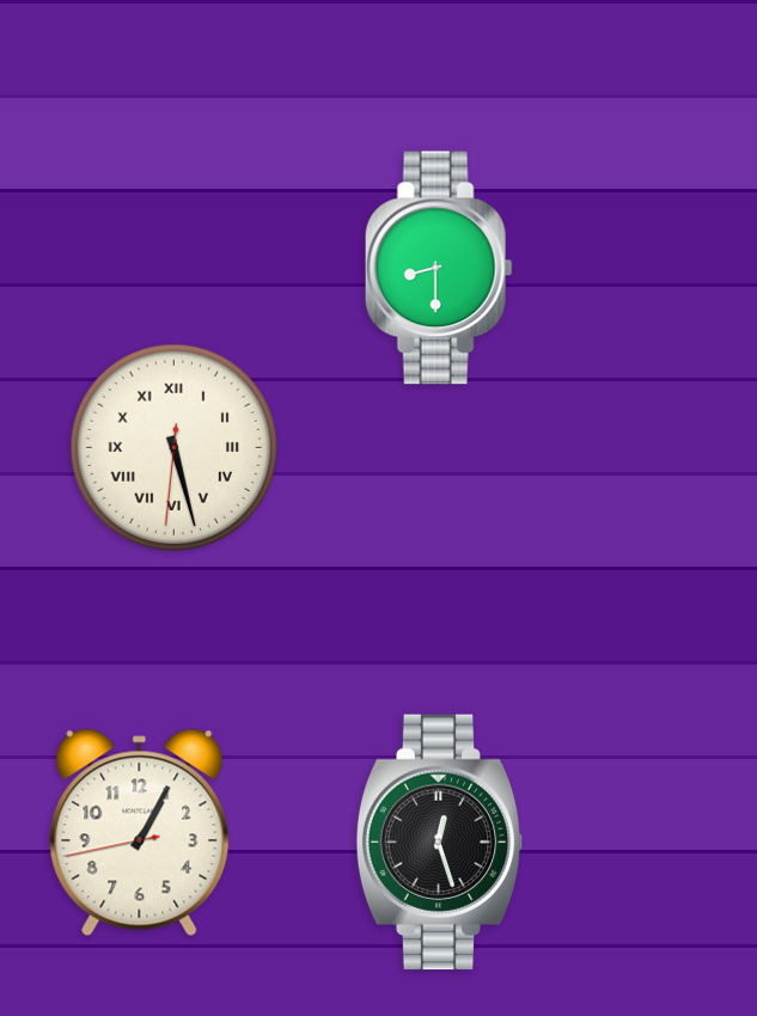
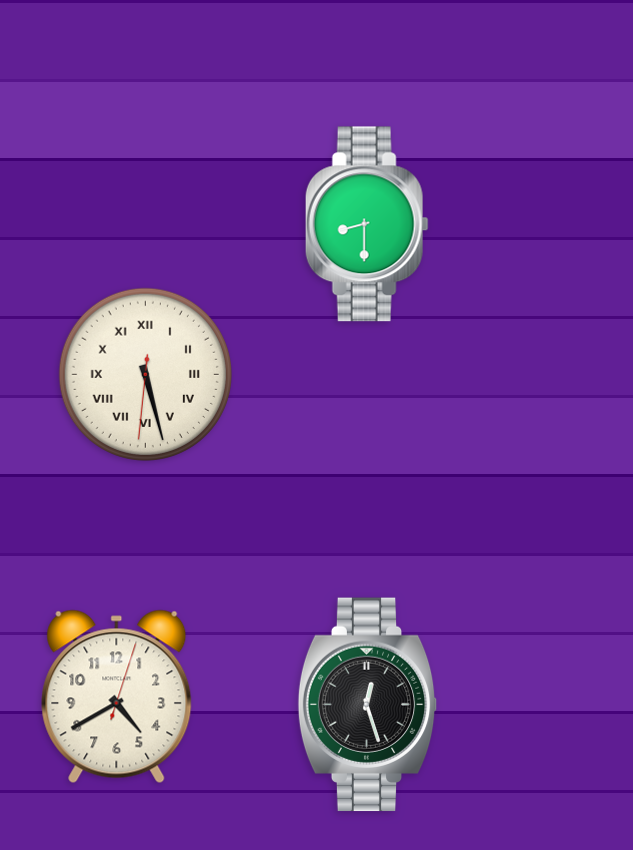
clock at (140, 833): 1:04 -> 4:40
